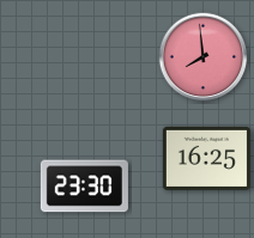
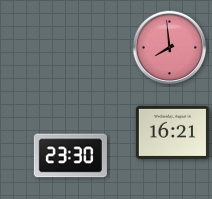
clock at (206, 158): 16:25 -> 16:21
